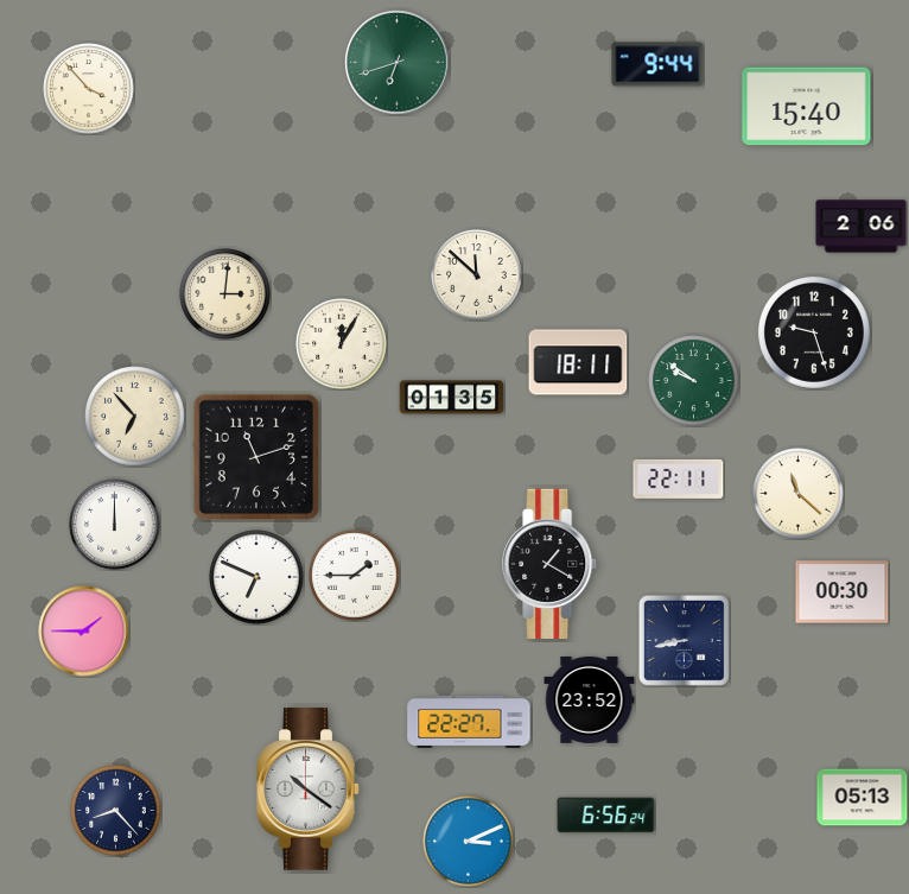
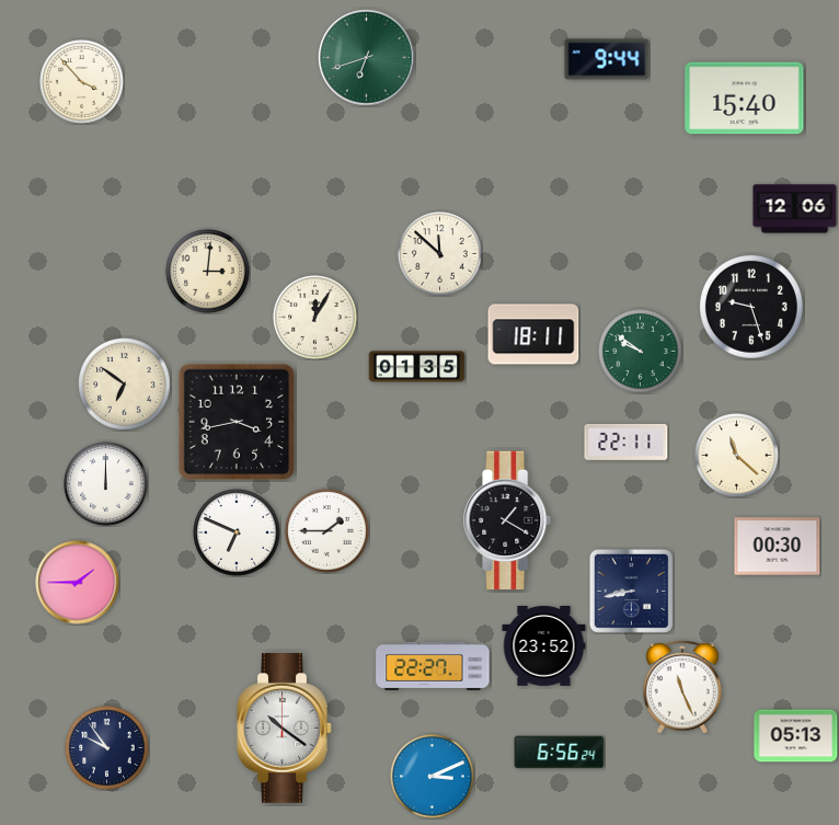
clock at (862, 227): 2:06 -> 12:06
clock at (135, 417): 6:53 -> 6:51
clock at (256, 457): 11:12 -> 3:43
clock at (682, 687): none -> 11:26
clock at (116, 811): 8:23 -> 9:54
